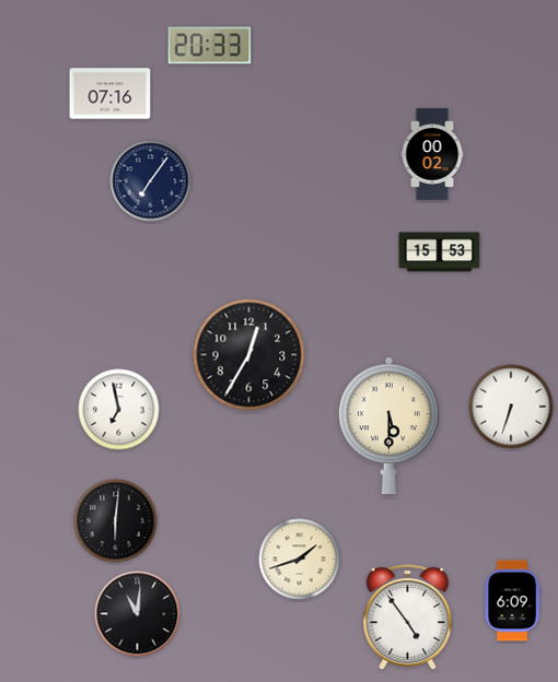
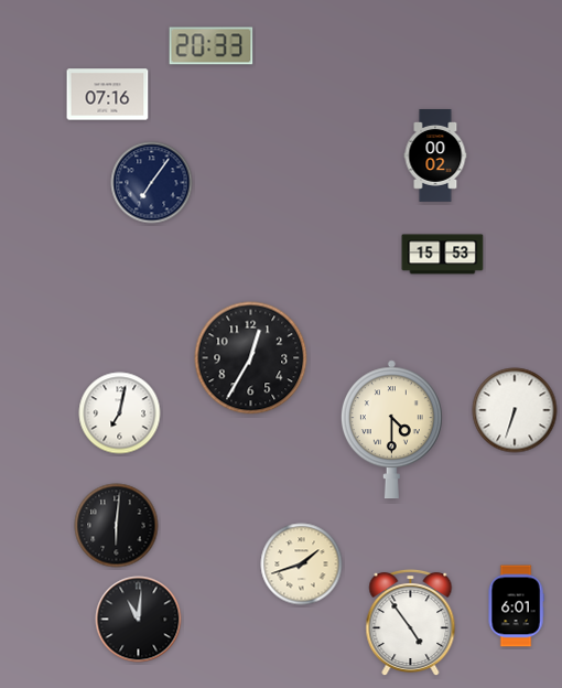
clock at (111, 94) position: (111, 94) -> (108, 95)
clock at (119, 410): 6:58 -> 7:02
clock at (388, 426): 5:30 -> 4:30
clock at (512, 601): 6:09 -> 6:01
